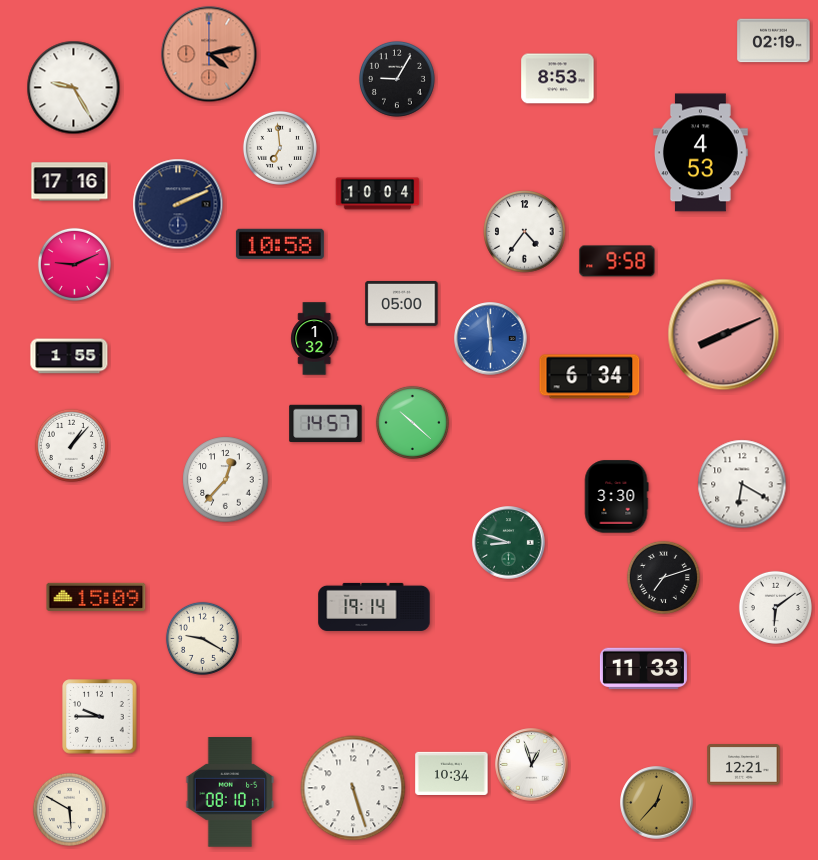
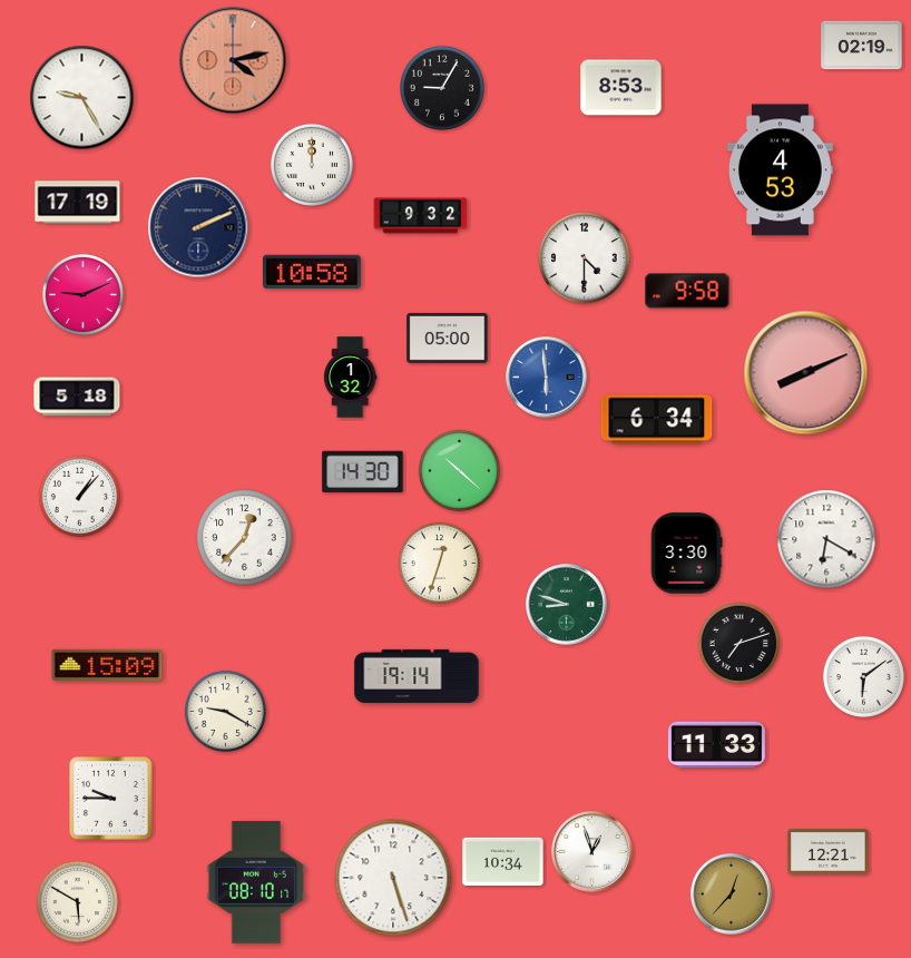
clock at (280, 148): 6:59 -> 12:00
clock at (70, 182): 17:16 -> 17:19
clock at (378, 194): 10:04 -> 9:32
clock at (525, 232): 4:36 -> 4:30
clock at (69, 356): 1:55 -> 5:18
clock at (326, 424): 14:57 -> 14:30
clock at (226, 480) position: (226, 480) -> (245, 538)
clock at (439, 563): none -> 12:33
